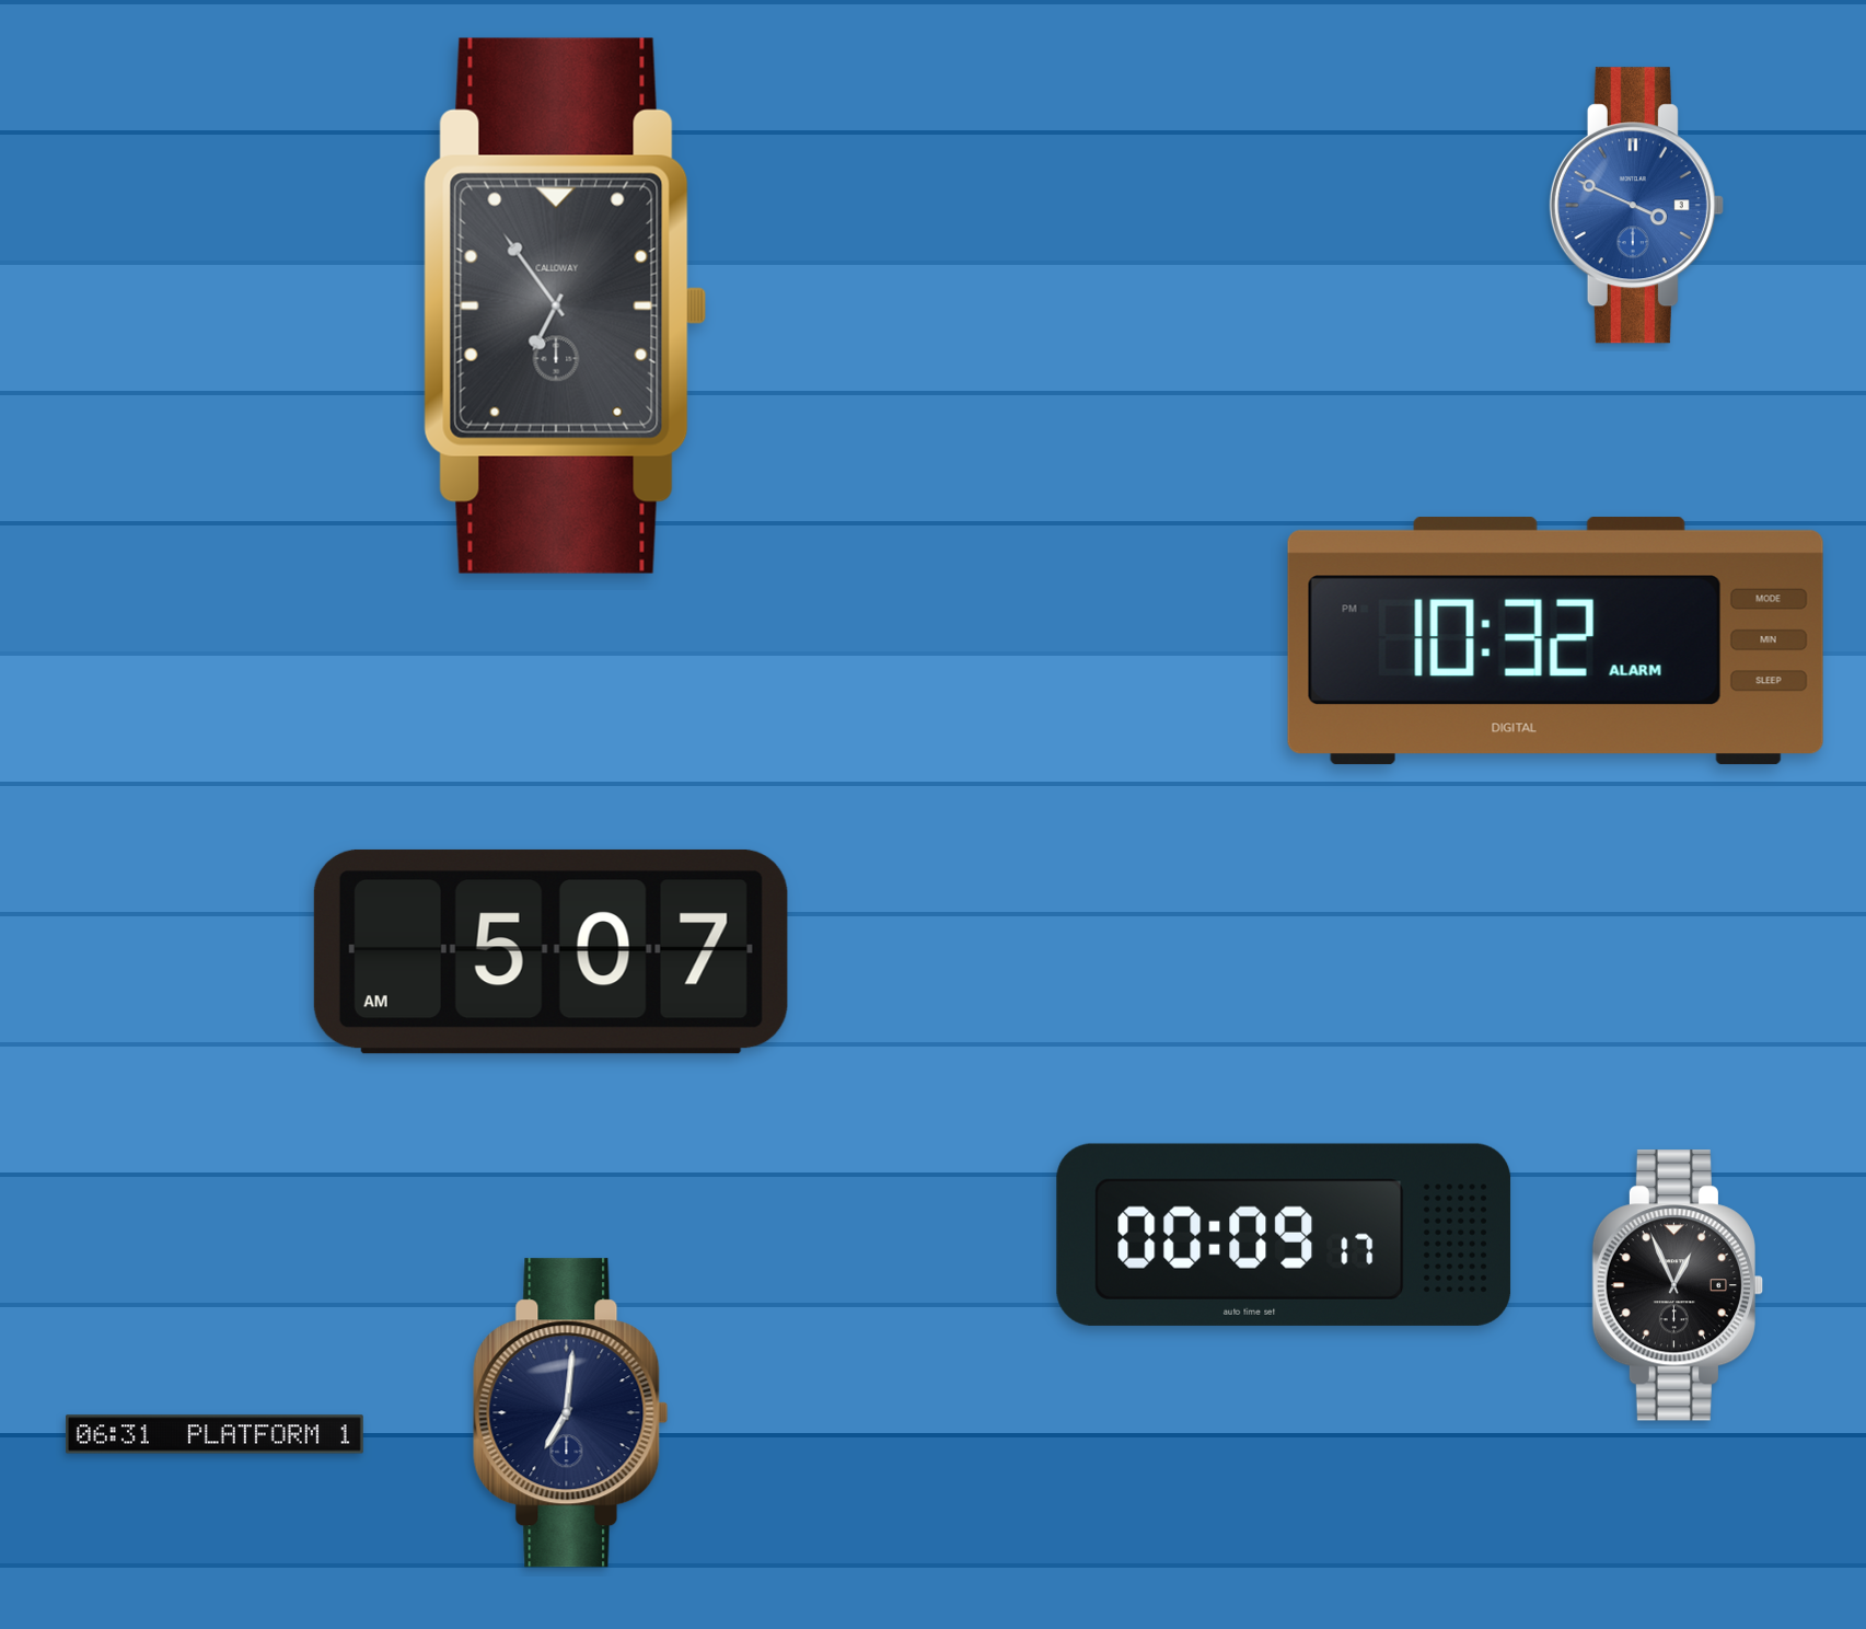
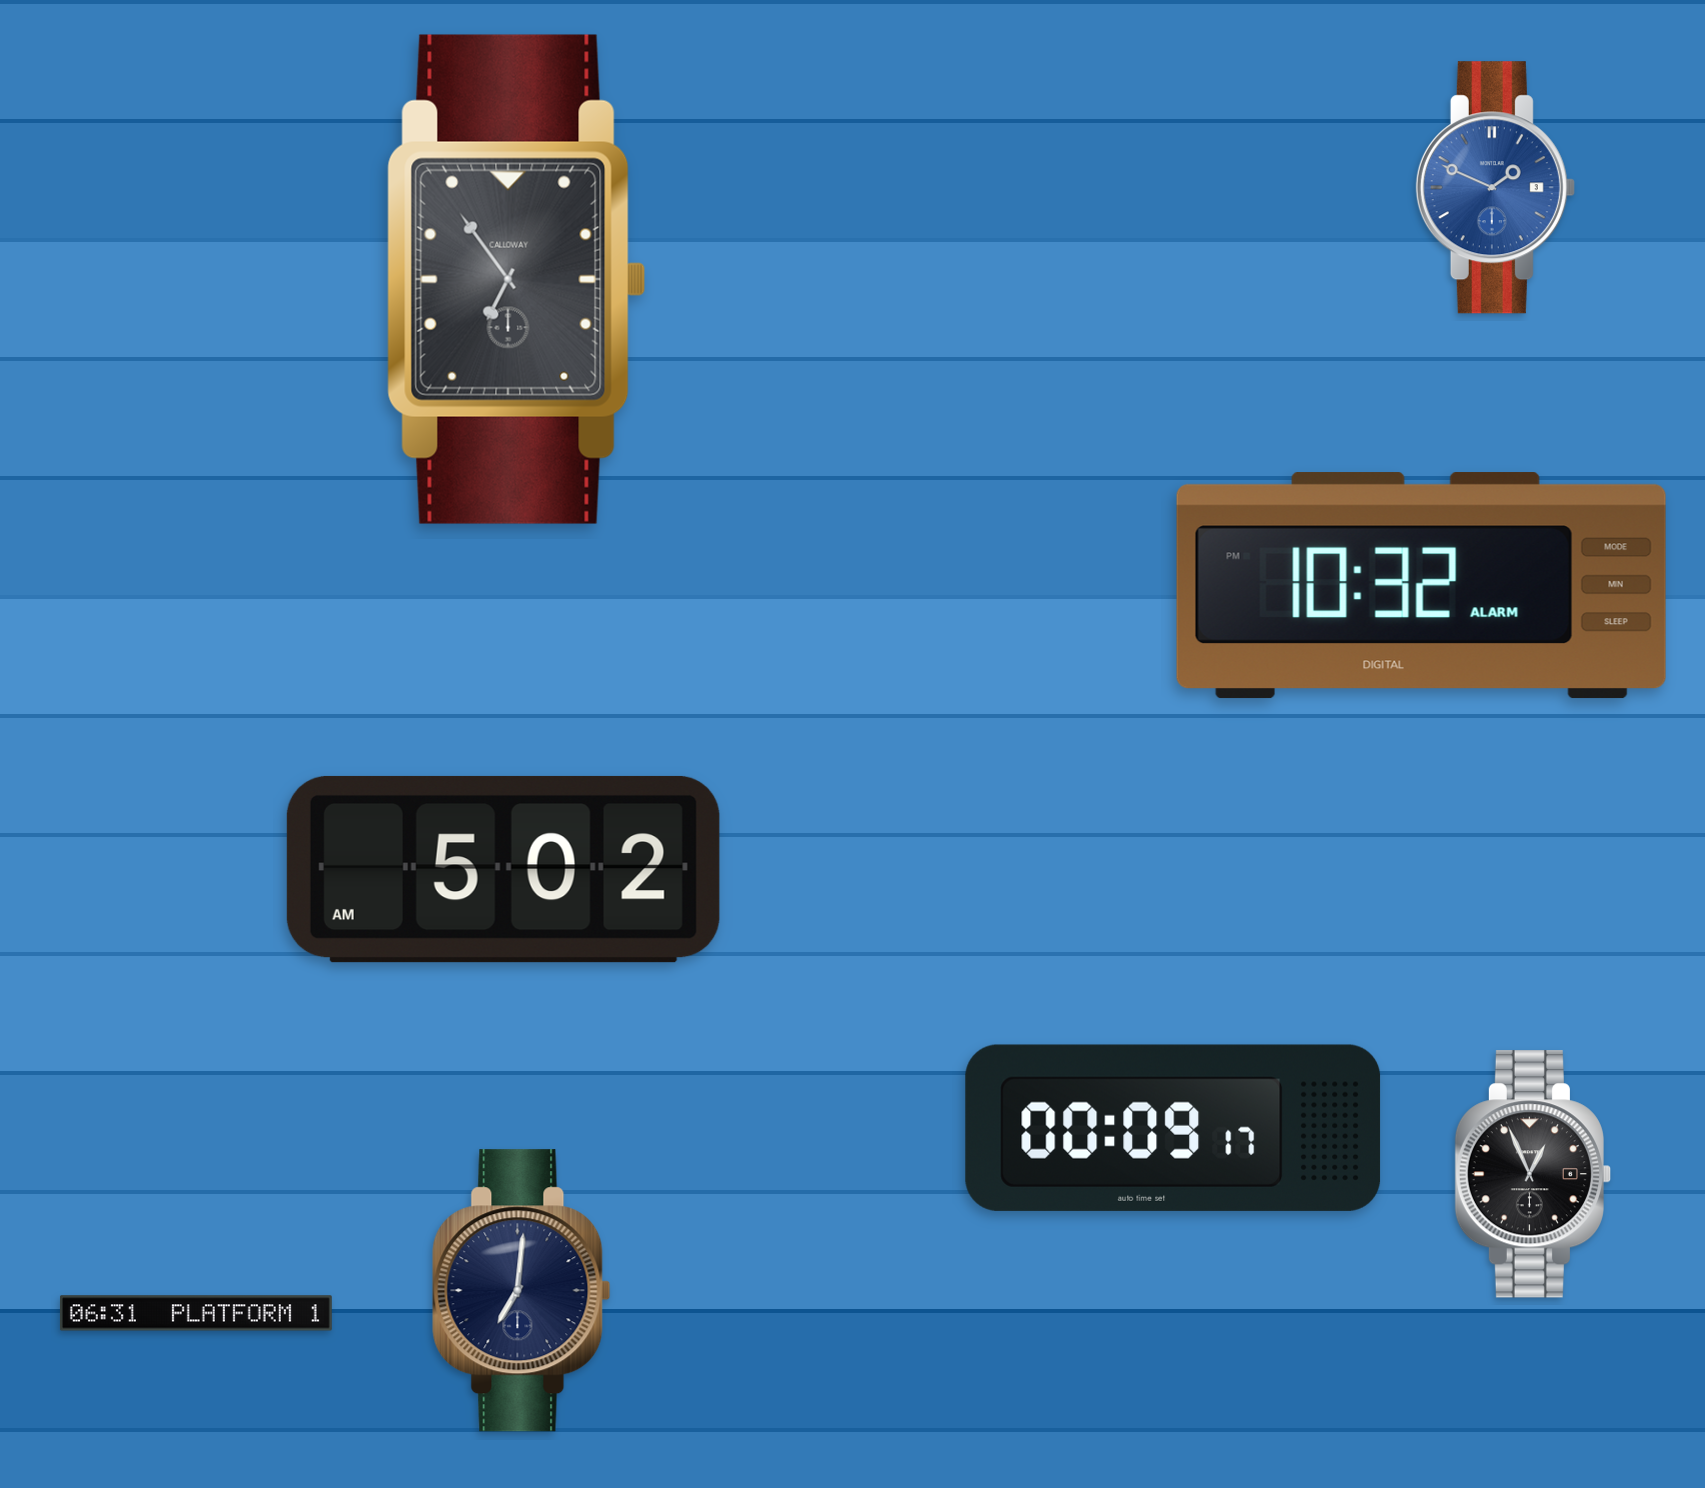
clock at (1636, 206): 3:49 -> 1:49
clock at (550, 951): 5:07 -> 5:02
clock at (215, 1434) position: (215, 1434) -> (196, 1313)
